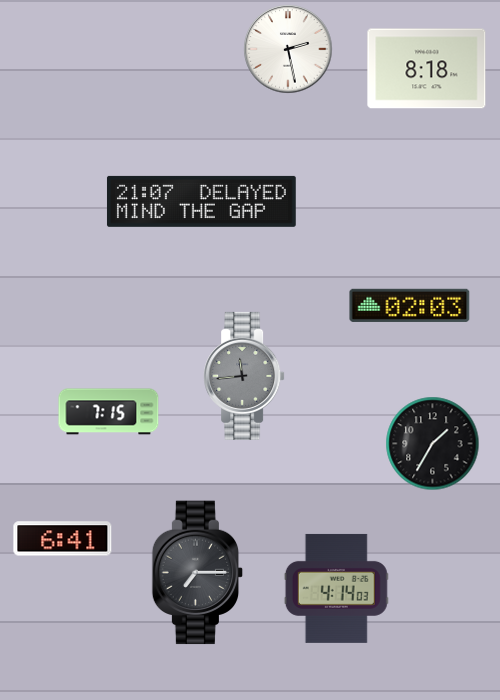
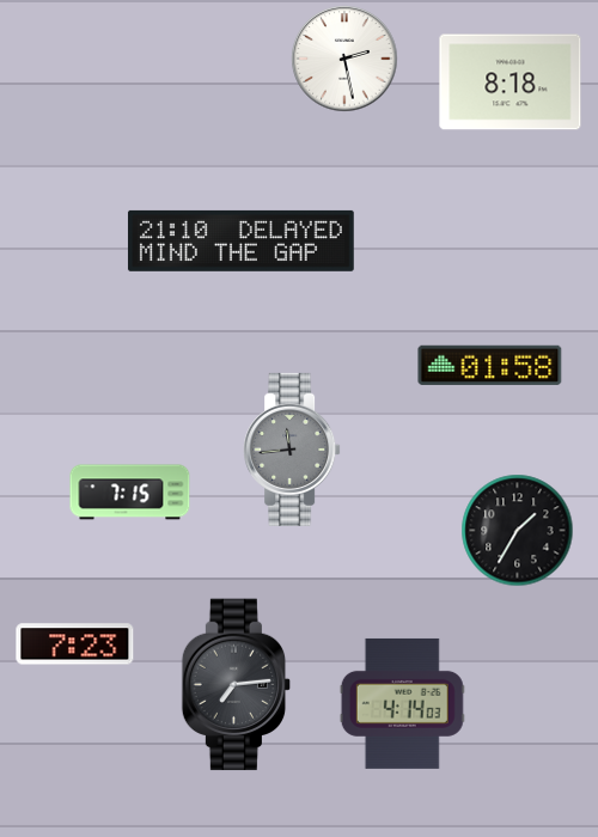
clock at (201, 201): 21:07 -> 21:10
clock at (410, 305): 02:03 -> 01:58
clock at (63, 539): 6:41 -> 7:23
clock at (198, 573): 7:15 -> 7:14
